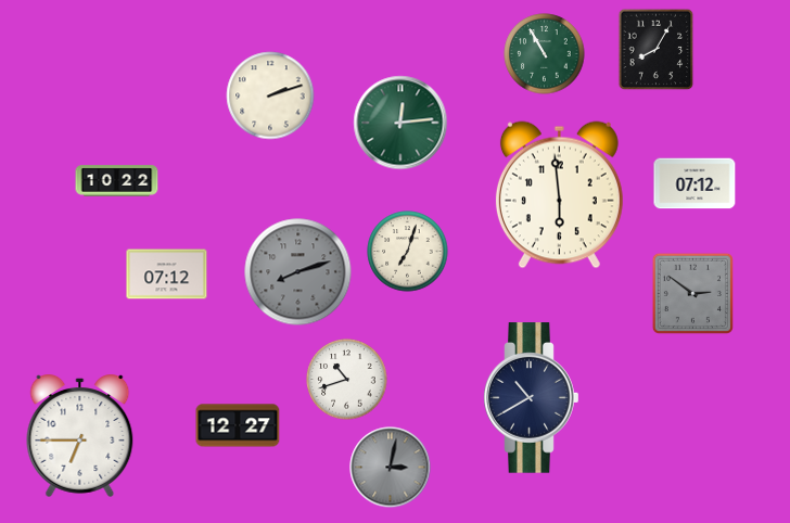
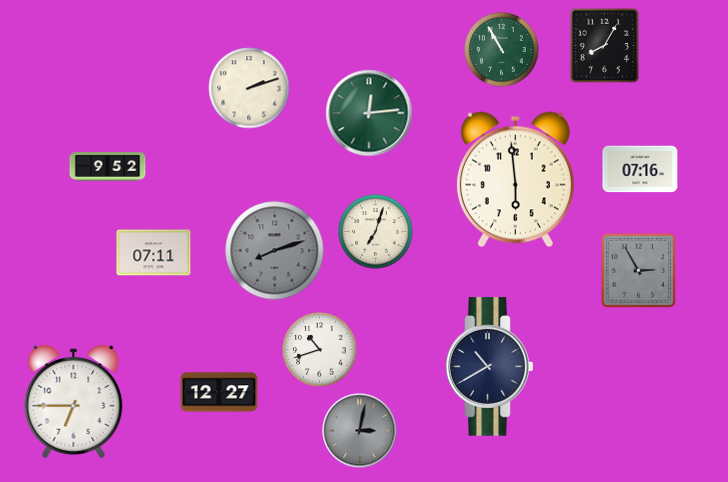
clock at (117, 181): 10:22 -> 9:52
clock at (695, 183): 07:12 -> 07:16
clock at (167, 275): 07:12 -> 07:11
clock at (692, 293): 2:51 -> 2:55
